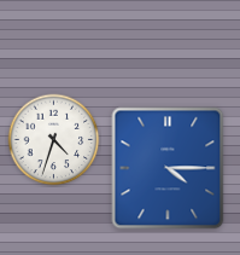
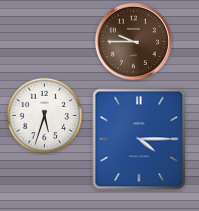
clock at (133, 41): none -> 9:45
clock at (54, 140): 4:33 -> 5:33
